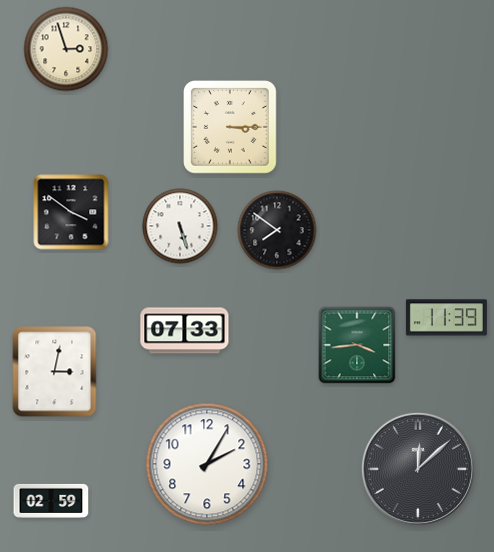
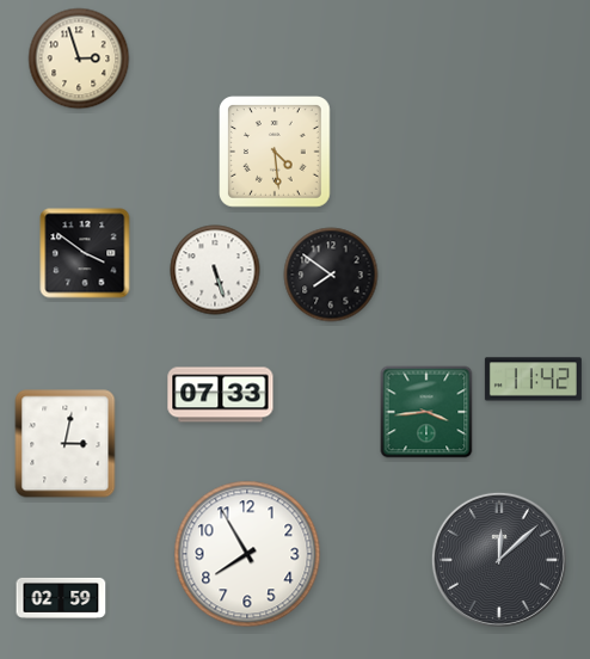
clock at (231, 128): 3:15 -> 4:29
clock at (446, 318): 11:39 -> 11:42
clock at (207, 464): 2:05 -> 7:55
